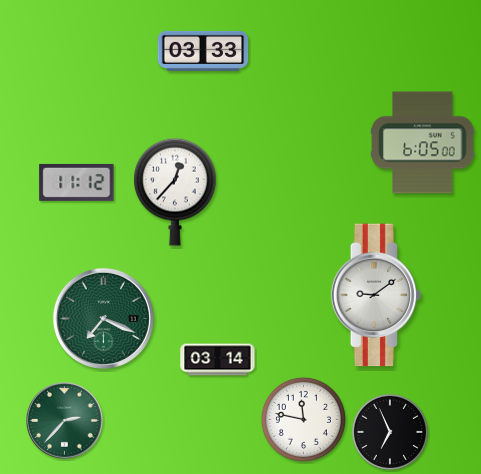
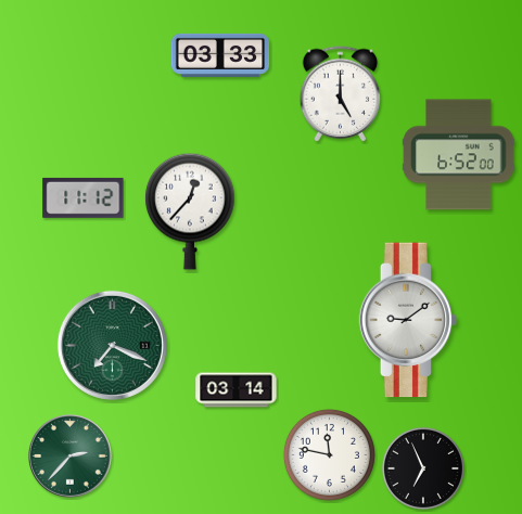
clock at (341, 94): none -> 5:00
clock at (423, 143): 6:05 -> 6:52
clock at (176, 192) position: (176, 192) -> (191, 211)
